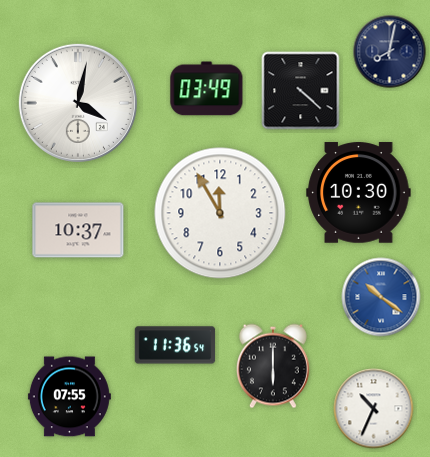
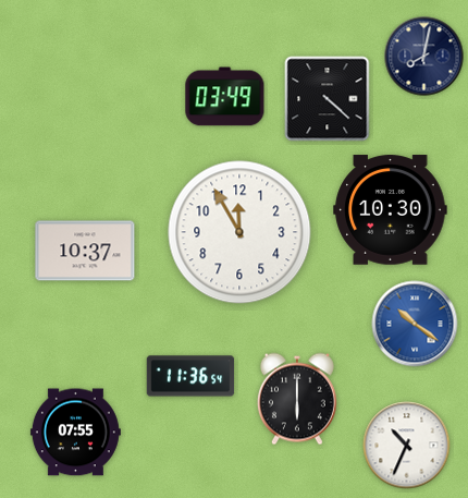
clock at (78, 103): 4:02 -> none
